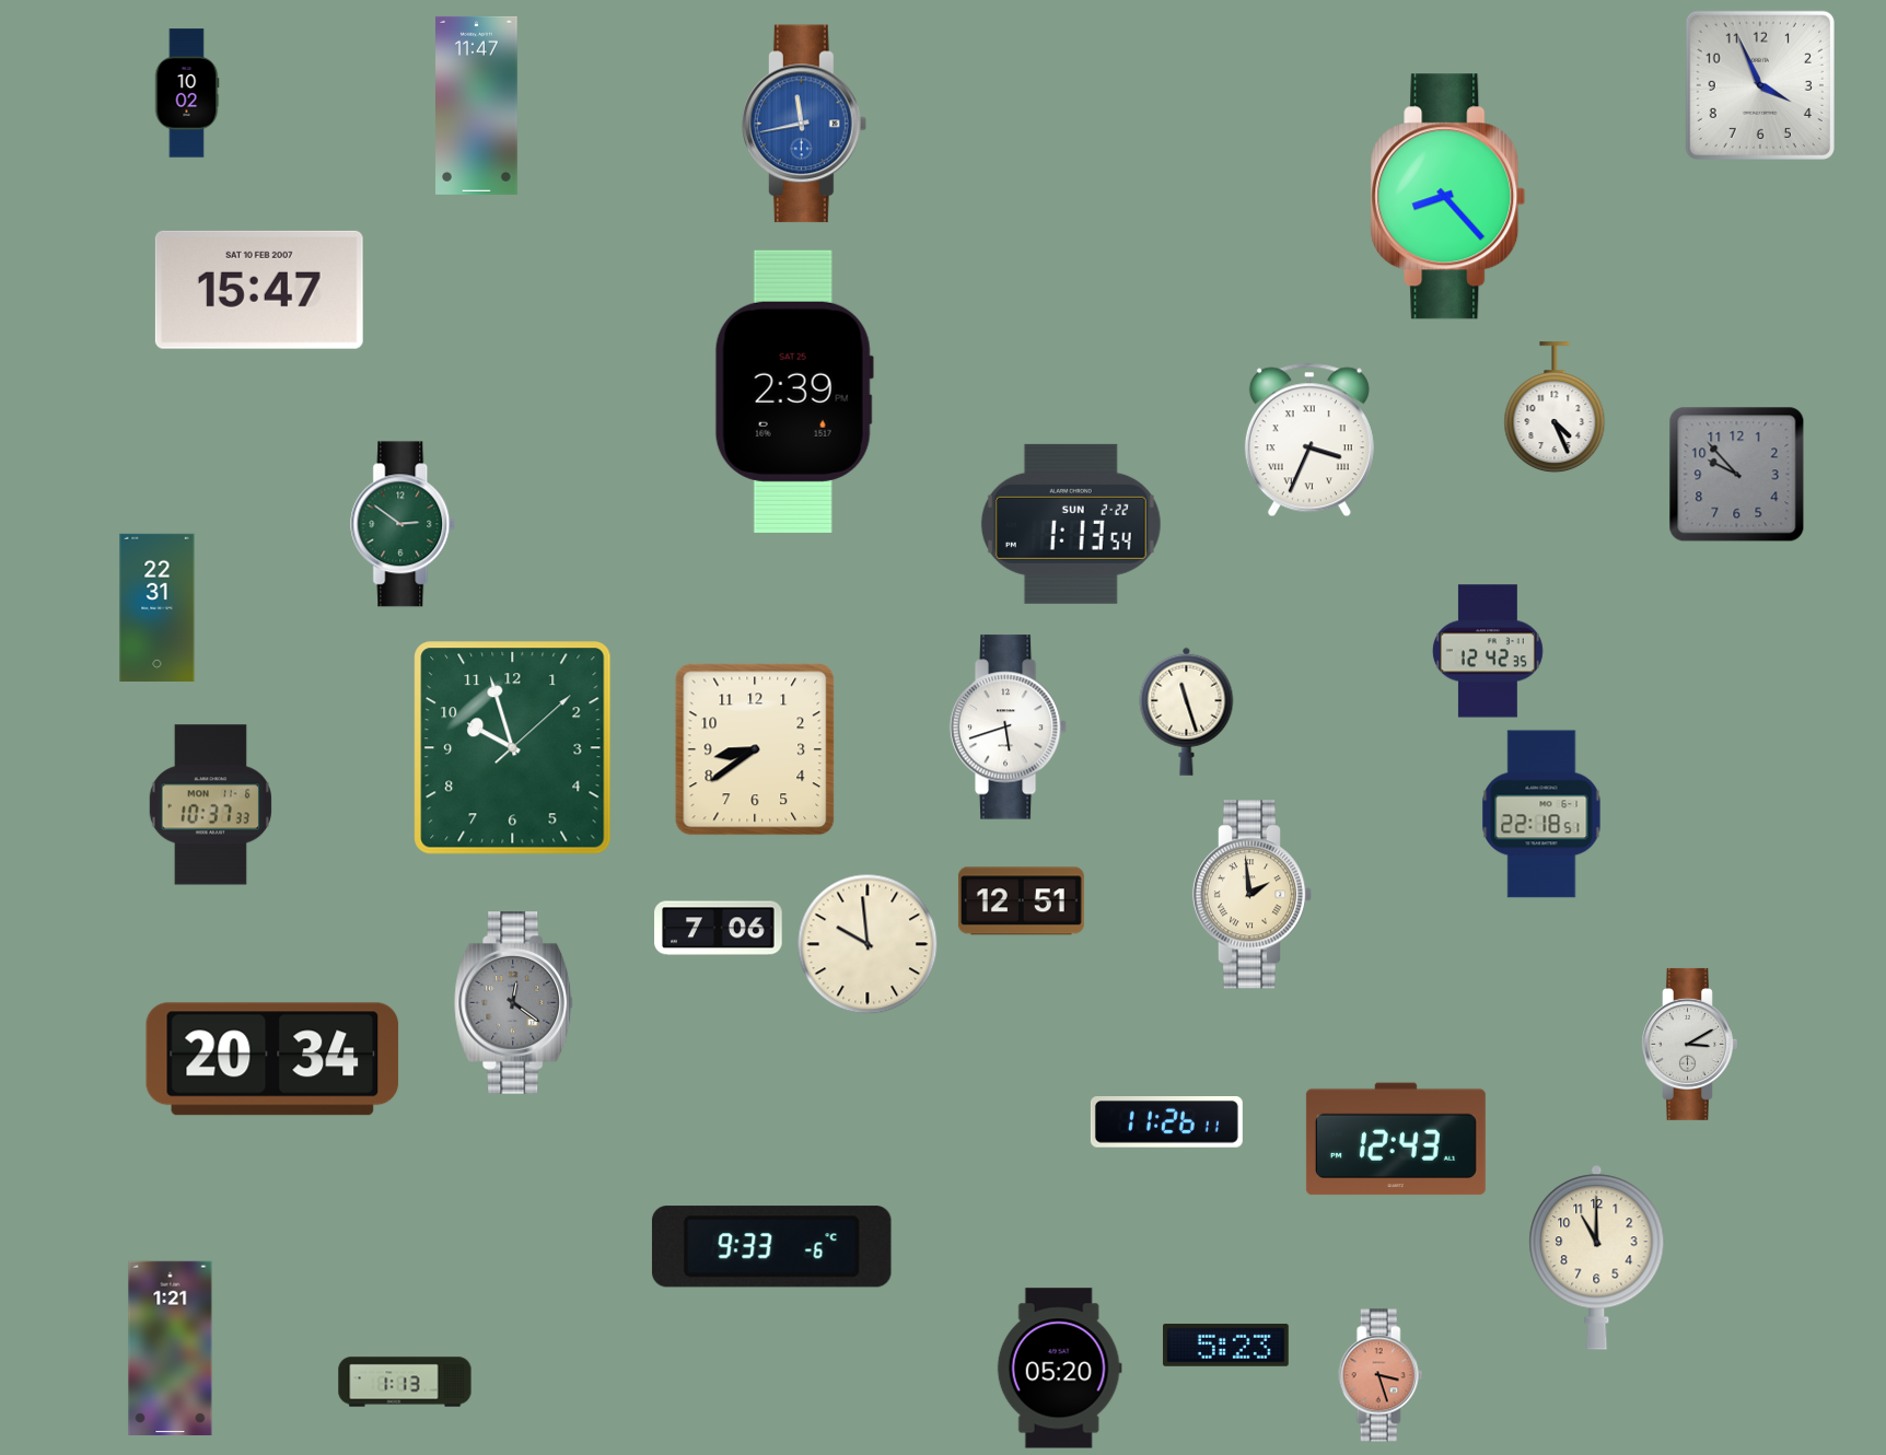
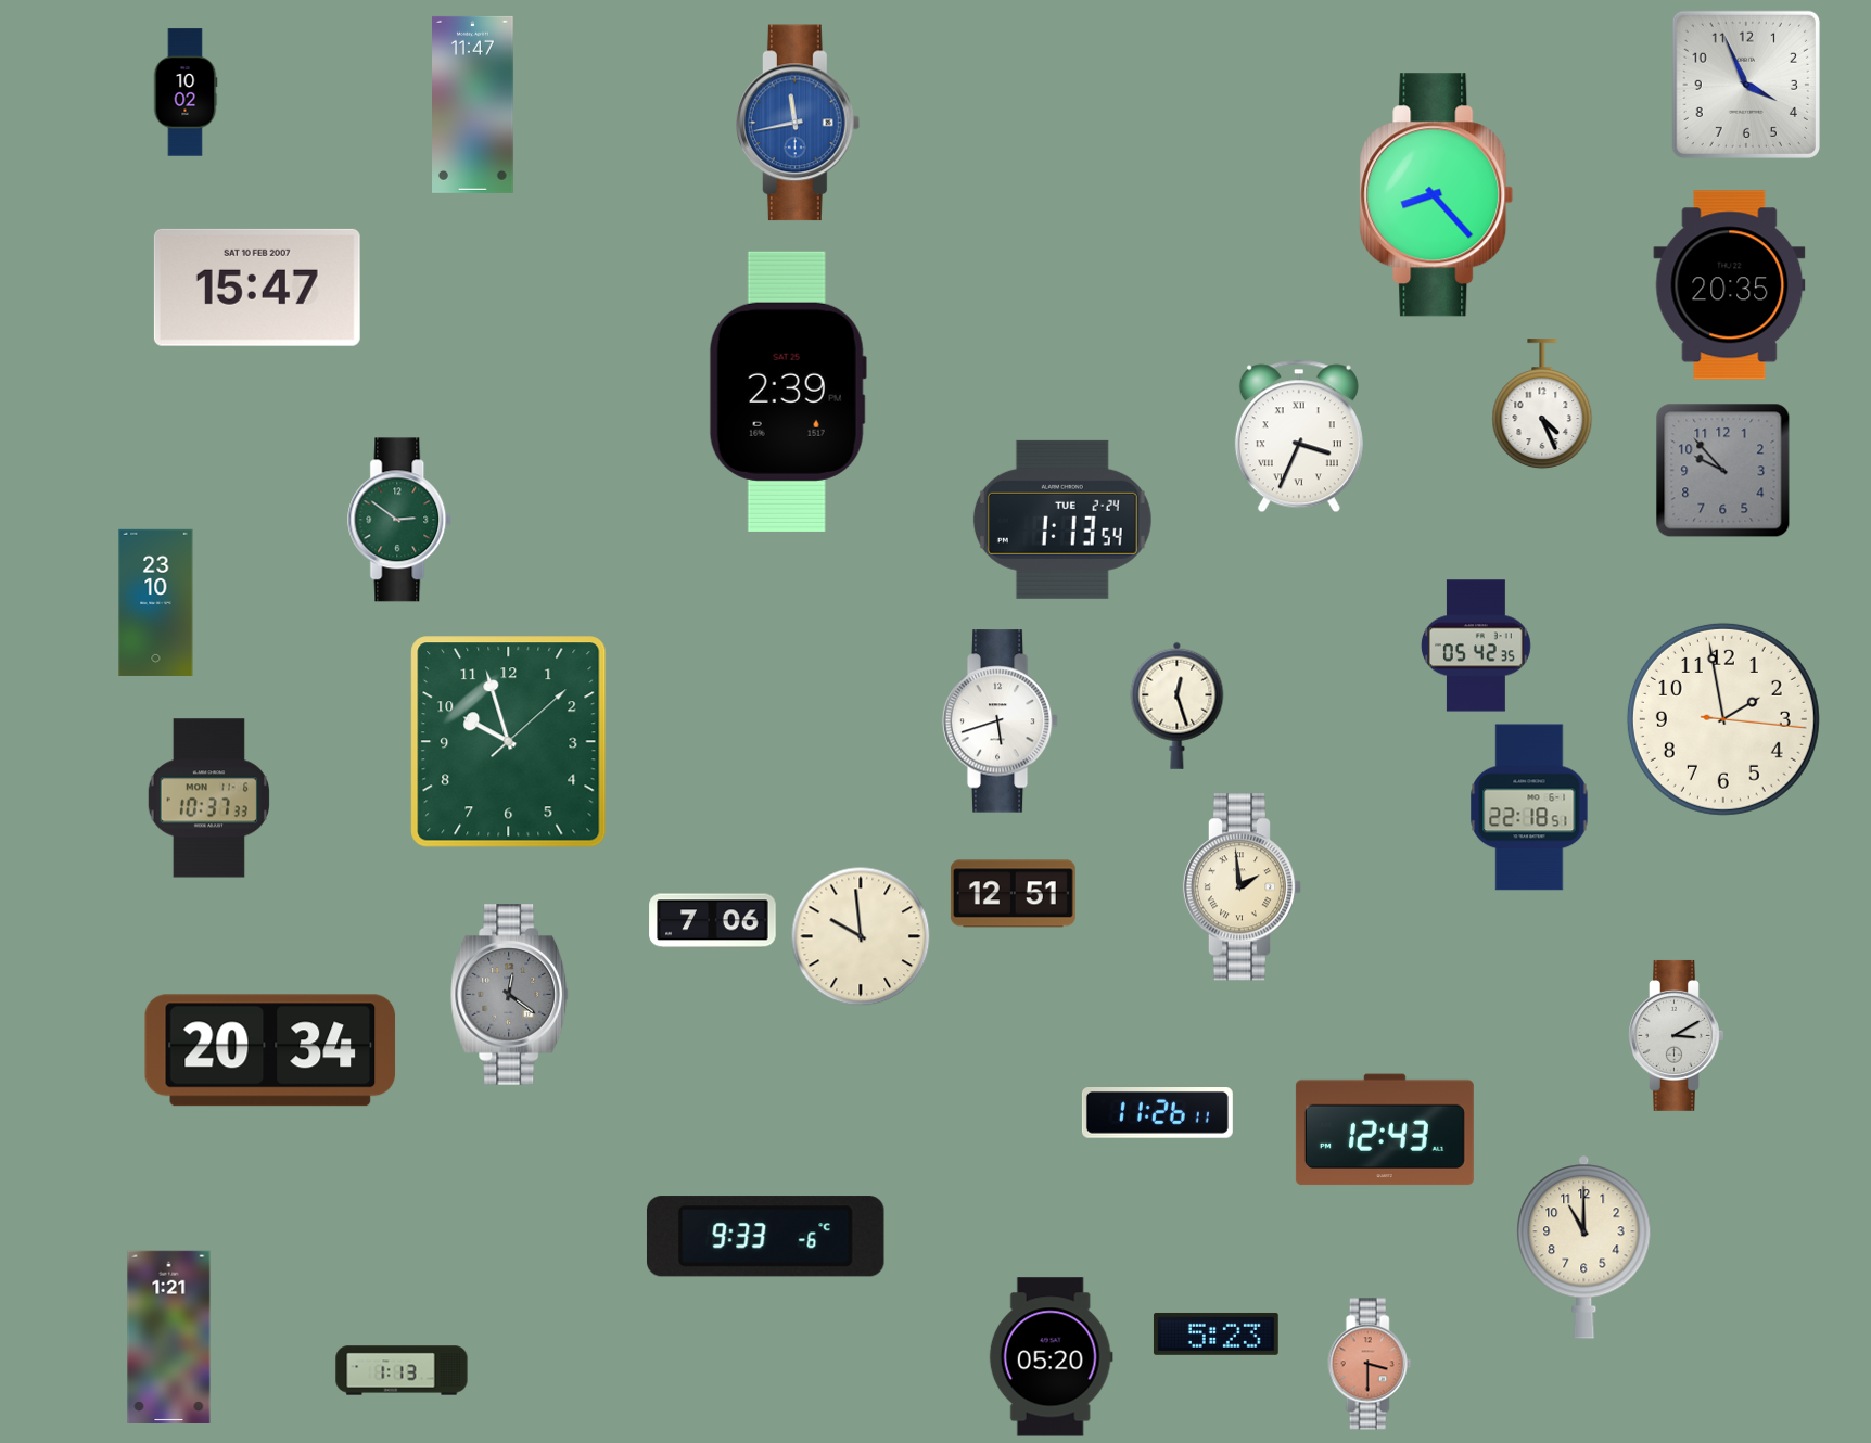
clock at (1730, 285): none -> 20:35
clock at (794, 392) position: (794, 392) -> (788, 392)
clock at (1071, 524) date: SUN 2-22 -> TUE 2-24
clock at (158, 607): 22:31 -> 23:10
clock at (1488, 651): 12:42 -> 05:42
clock at (1187, 711): 11:27 -> 12:27
clock at (1723, 719): none -> 1:58
clock at (755, 749): 8:39 -> none
clock at (1381, 1375): 3:27 -> 3:30
